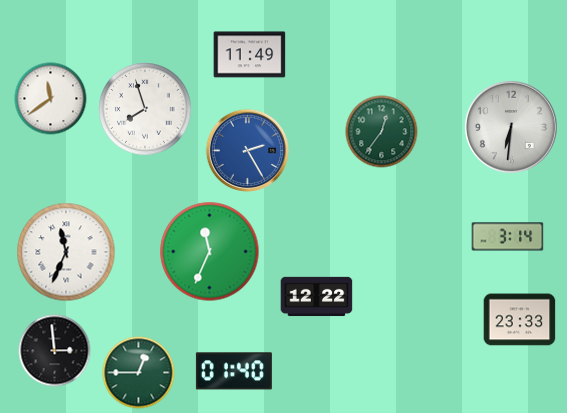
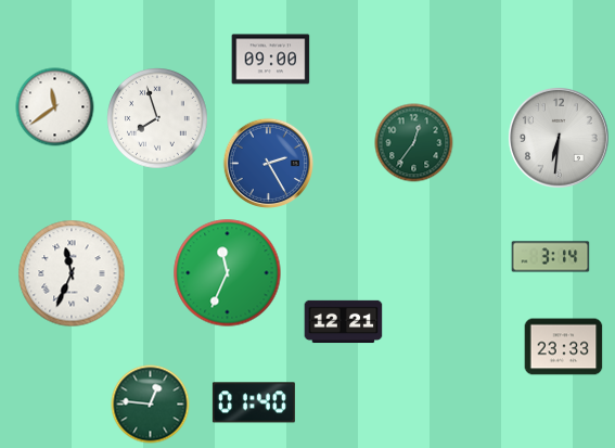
clock at (250, 55): 11:49 -> 09:00
clock at (511, 127) position: (511, 127) -> (559, 138)
clock at (317, 297): 12:22 -> 12:21
clock at (55, 351): 2:59 -> none
clock at (139, 373): 12:45 -> 12:46
